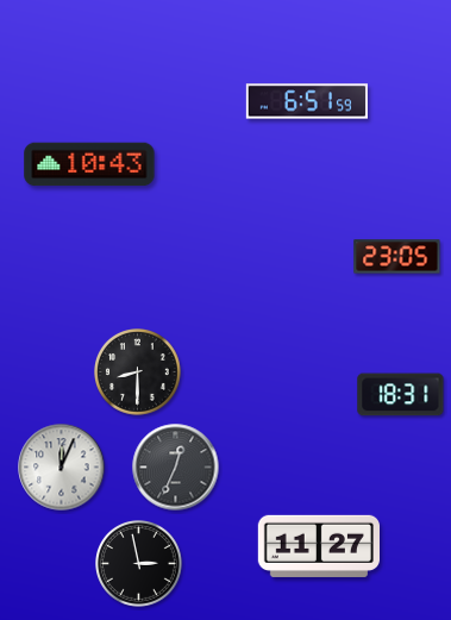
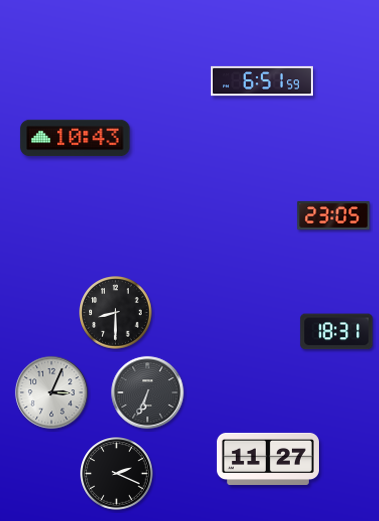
clock at (306, 101) position: (306, 101) -> (261, 81)
clock at (62, 468): 12:04 -> 3:04
clock at (176, 468): 12:34 -> 6:34
clock at (139, 564): 2:58 -> 2:19
